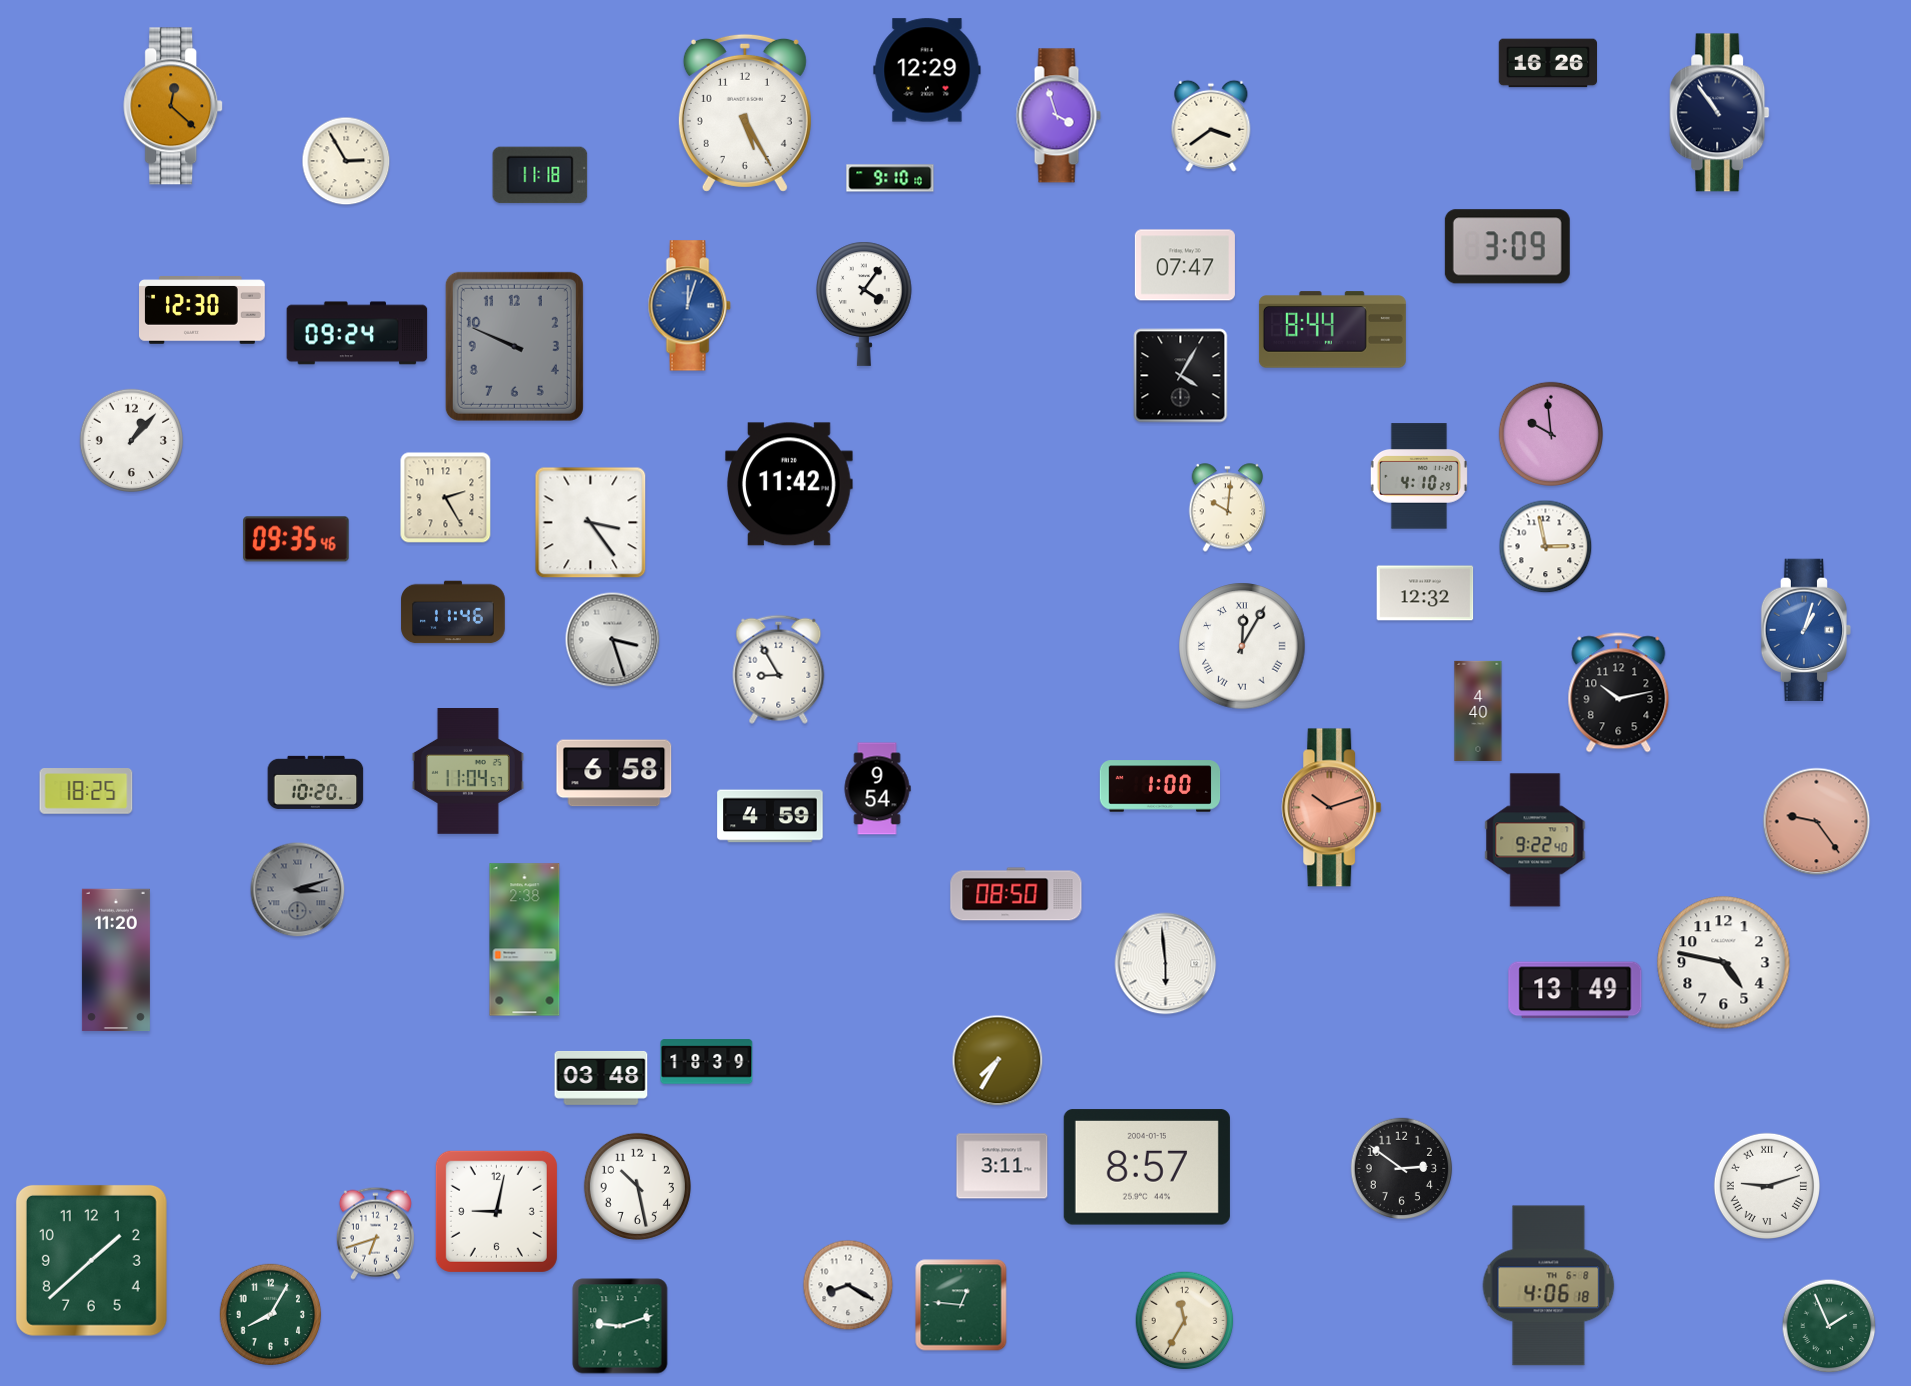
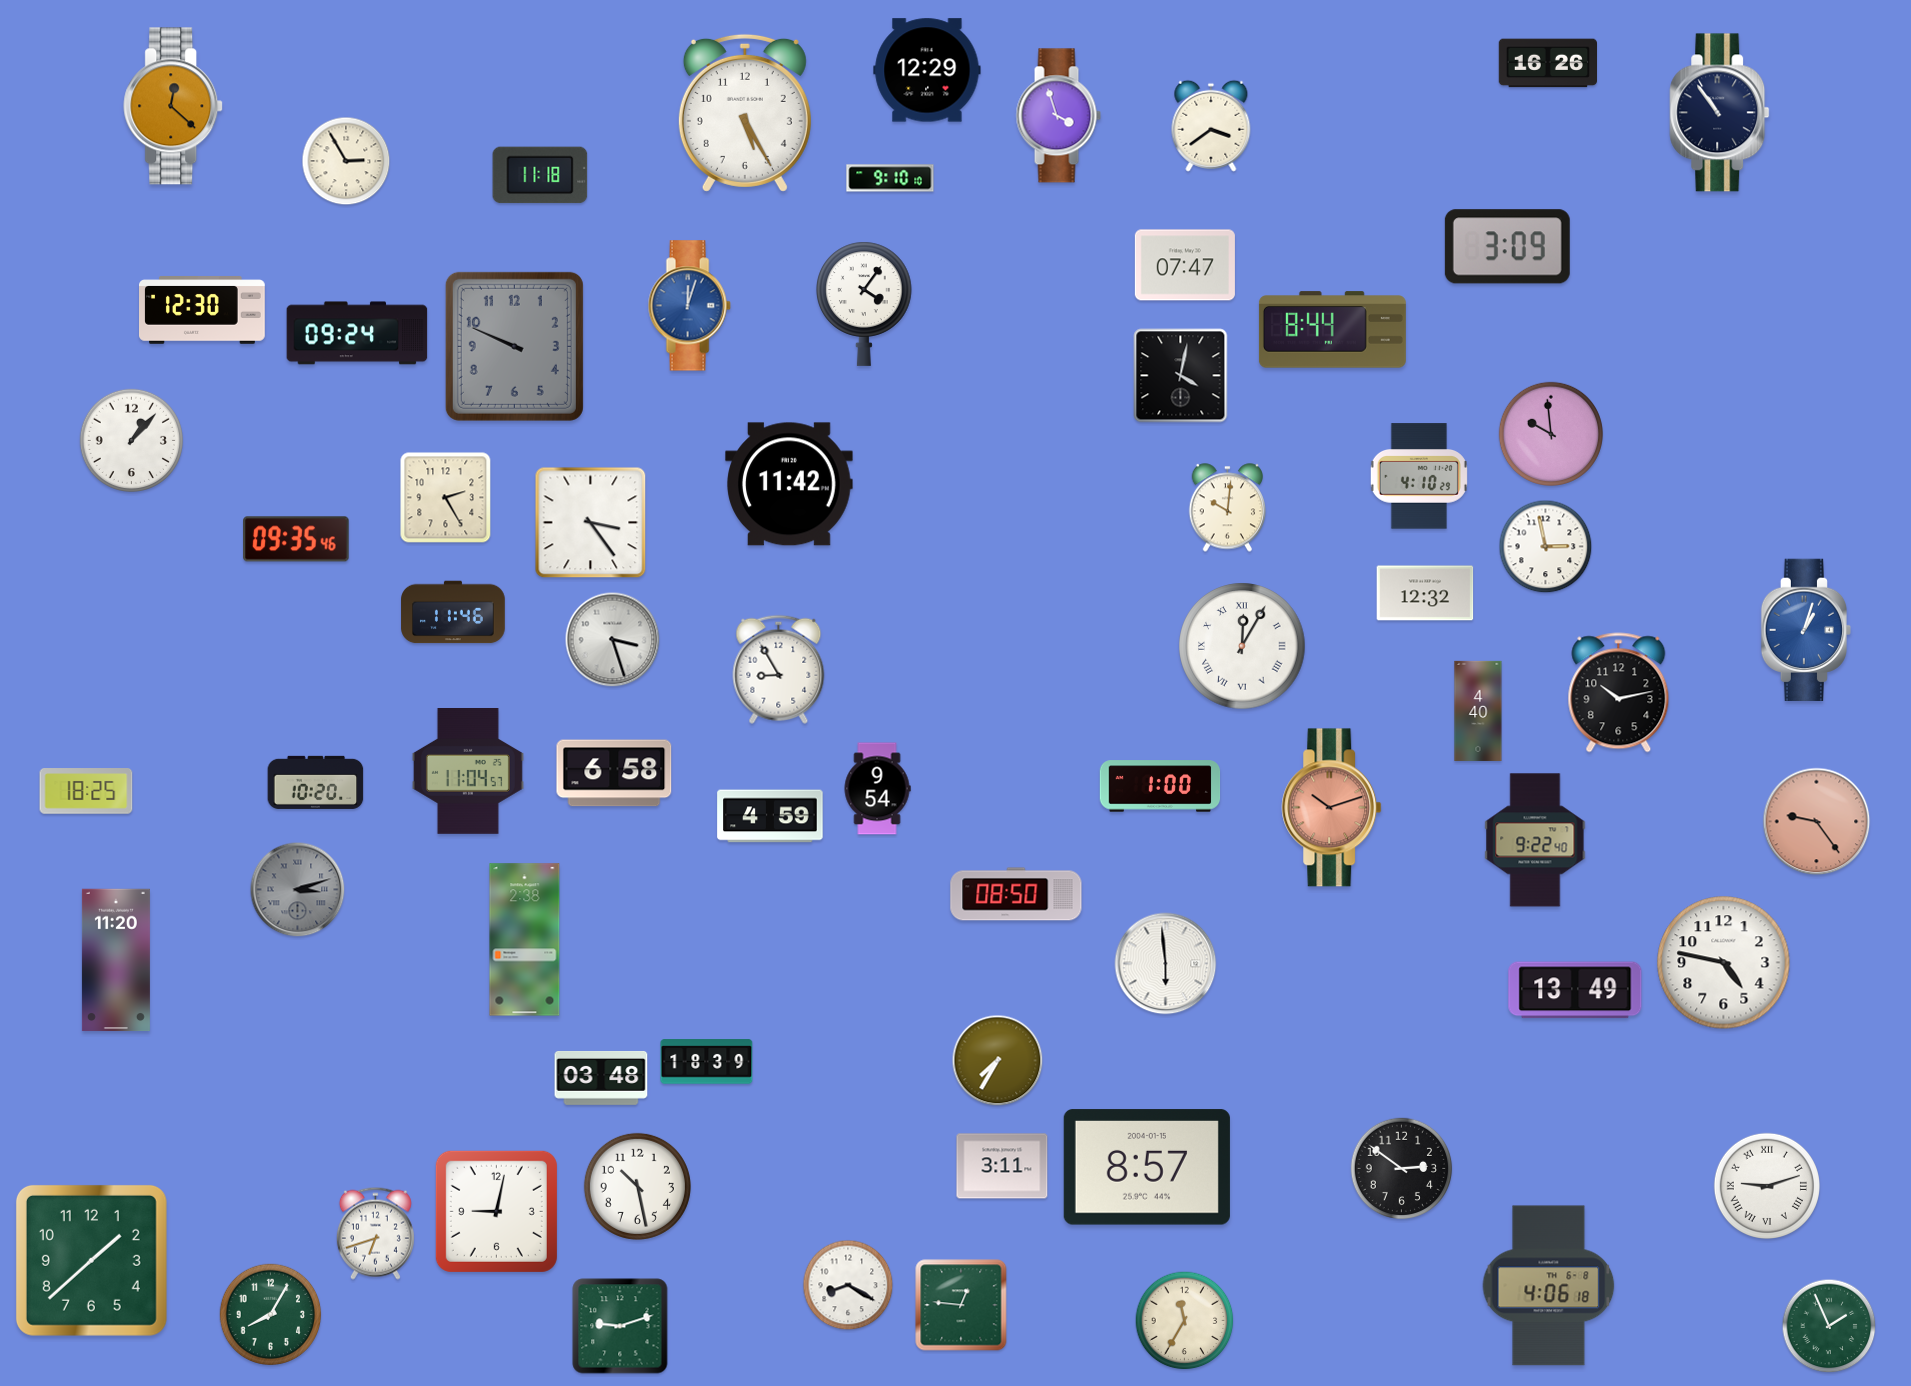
clock at (1181, 376): 4:05 -> 4:02
